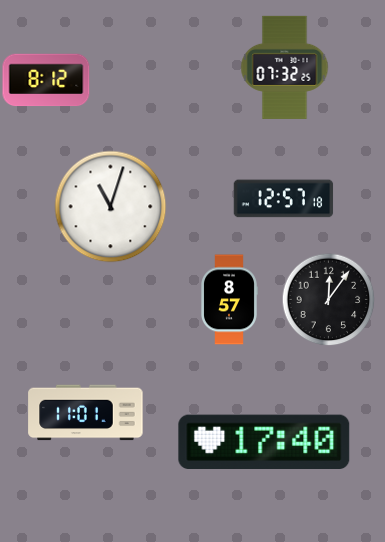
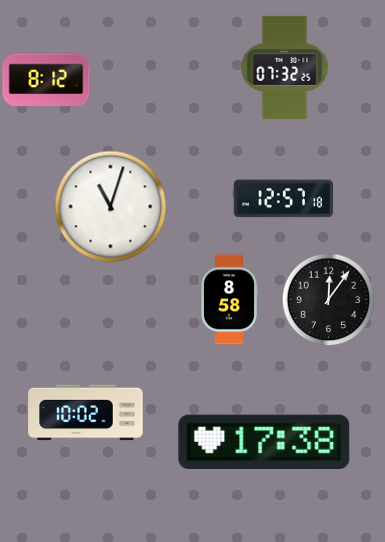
clock at (229, 300): 8:57 -> 8:58
clock at (86, 413): 11:01 -> 10:02
clock at (264, 442): 17:40 -> 17:38
